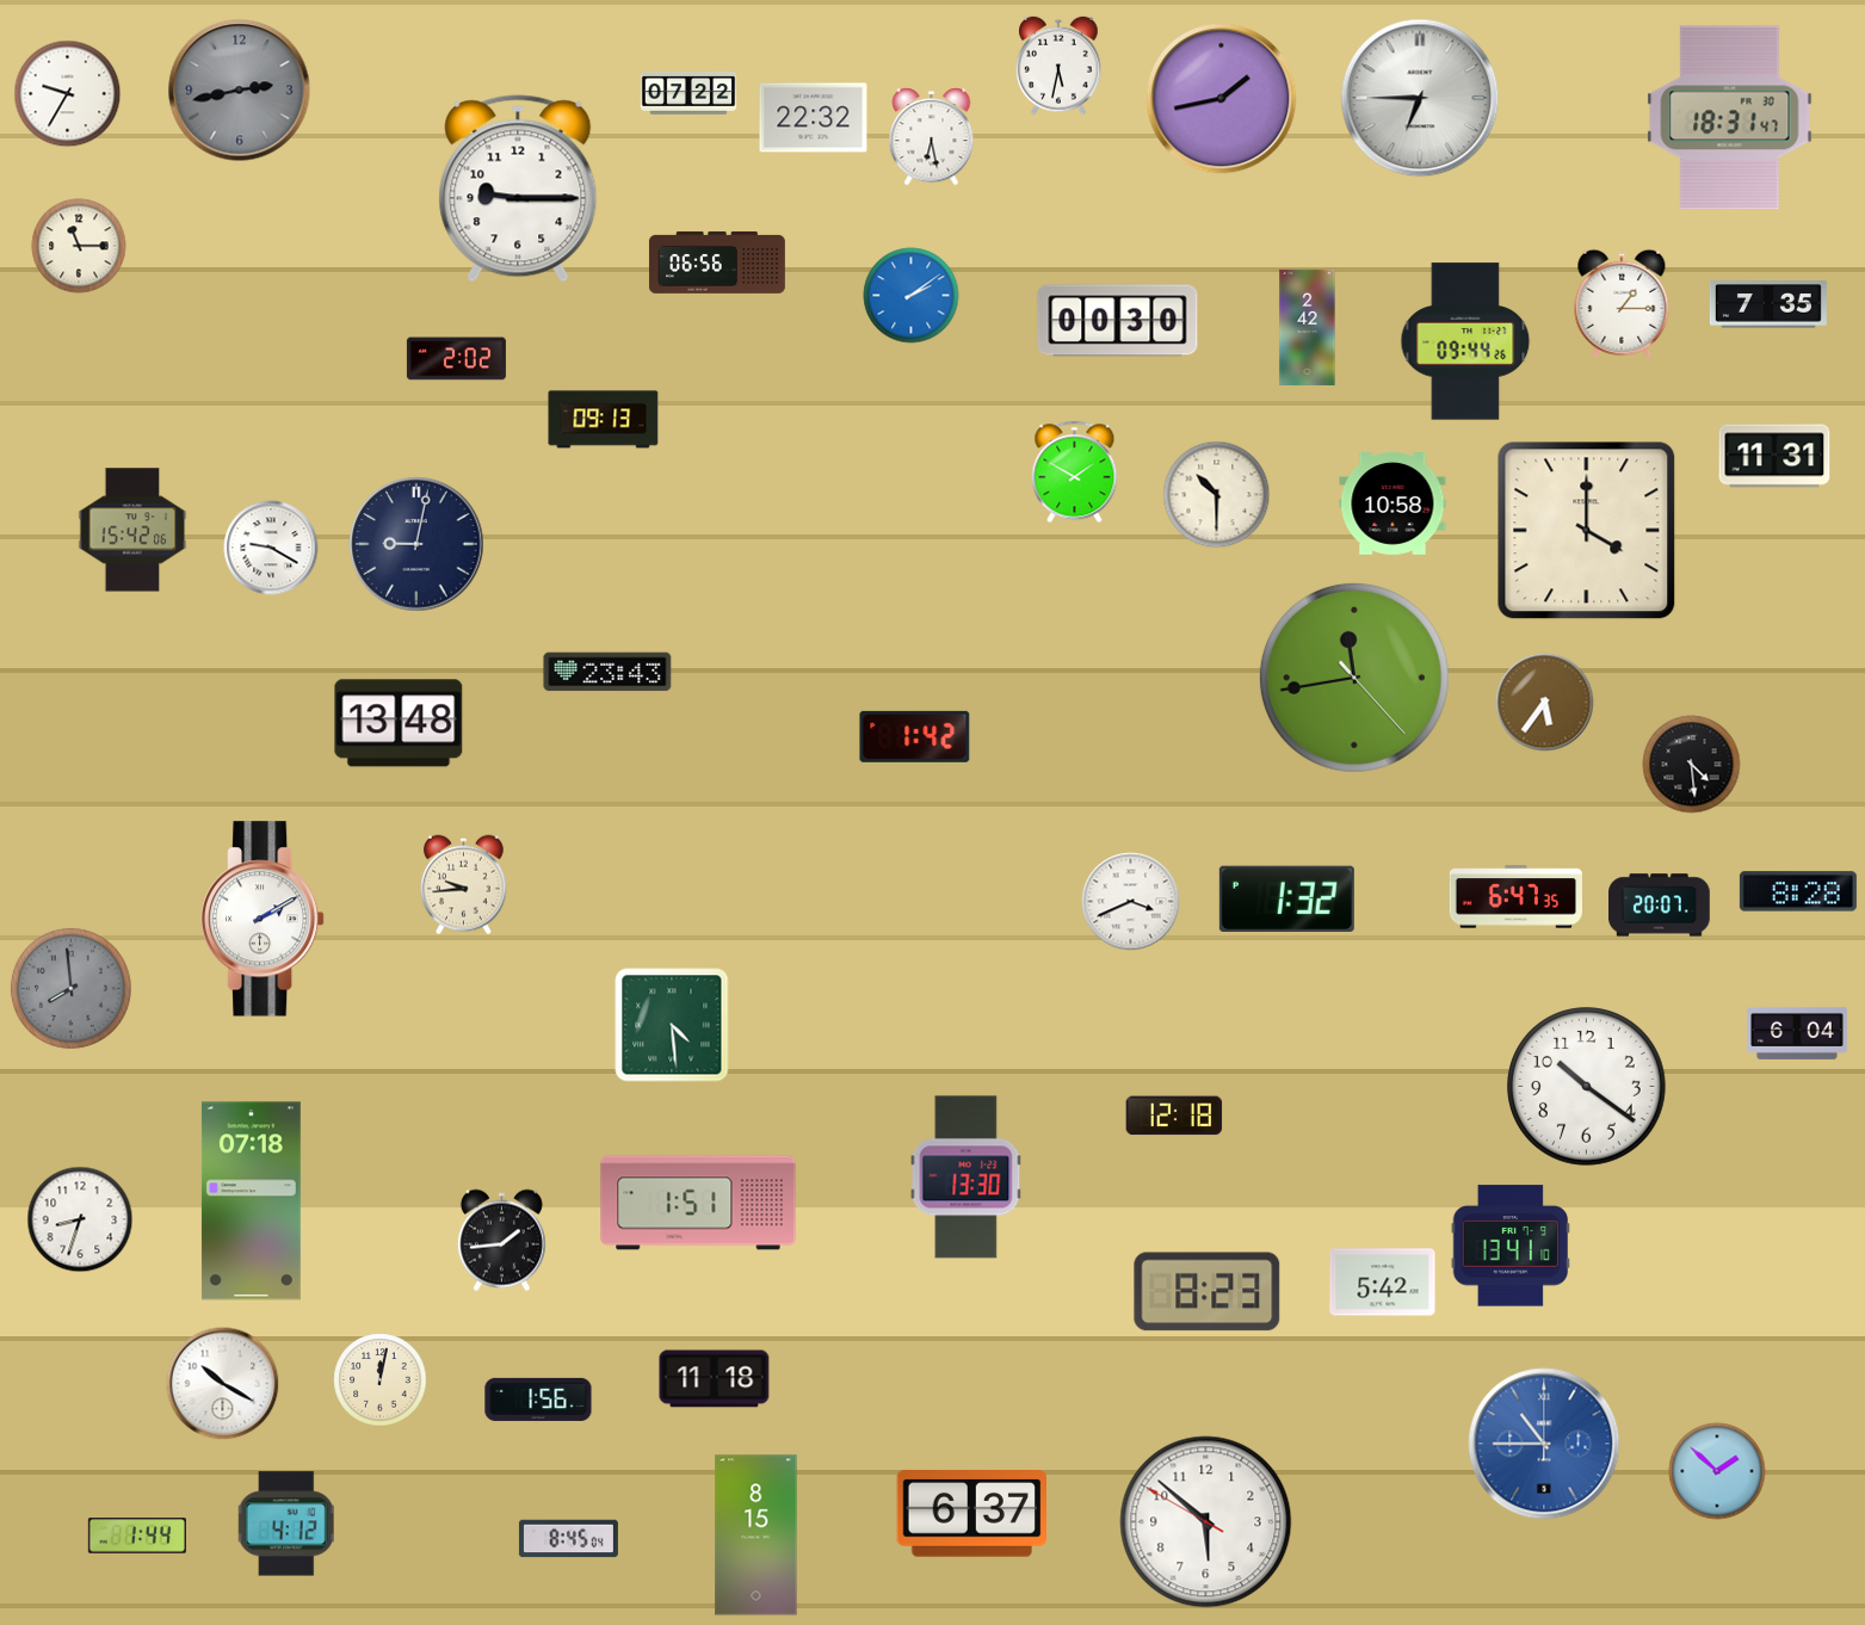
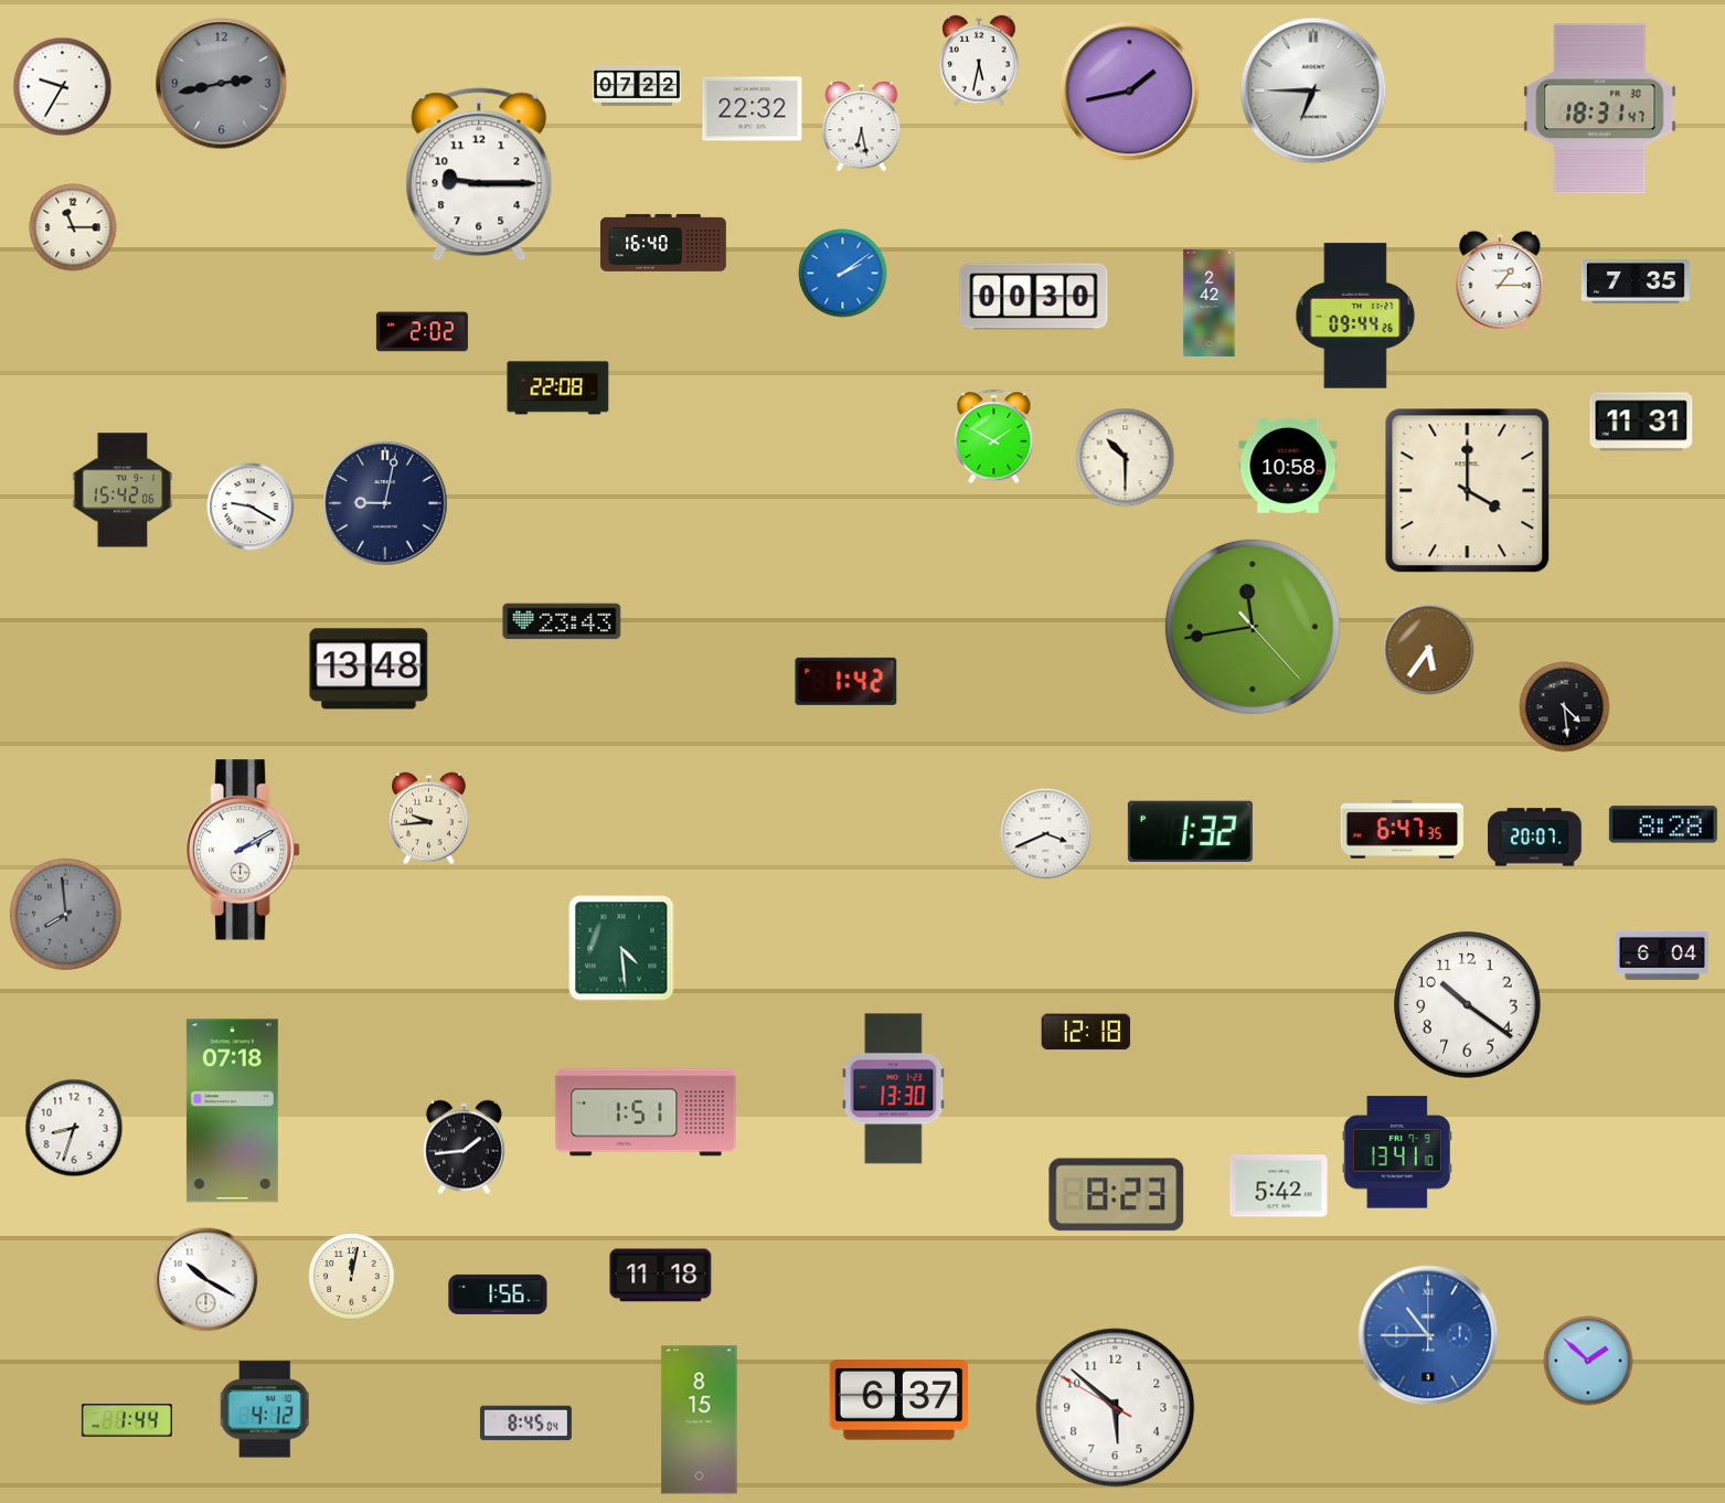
clock at (717, 262): 06:56 -> 16:40
clock at (604, 420): 09:13 -> 22:08
